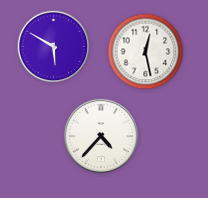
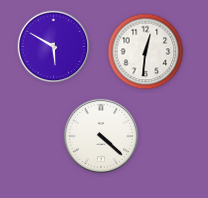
clock at (146, 52): 12:28 -> 12:31
clock at (101, 136): 4:37 -> 4:22
